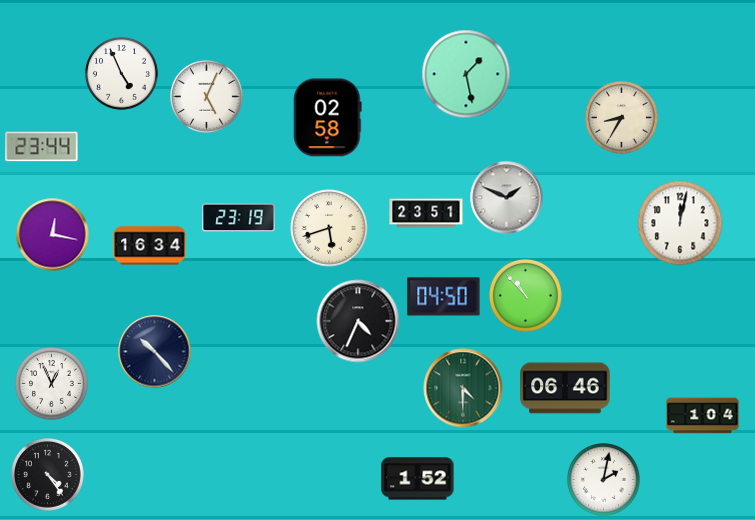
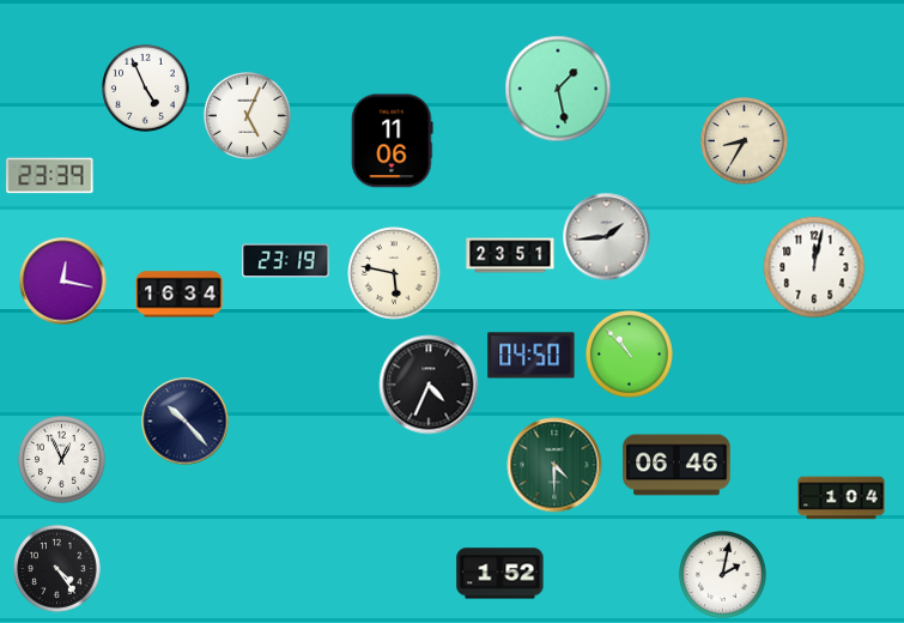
clock at (328, 118): 02:58 -> 11:06
clock at (42, 147): 23:44 -> 23:39
clock at (507, 198): 1:49 -> 1:44
clock at (329, 228): 5:42 -> 5:47
